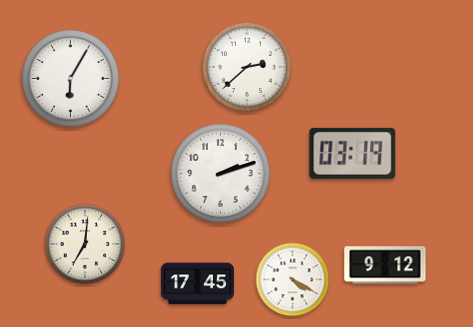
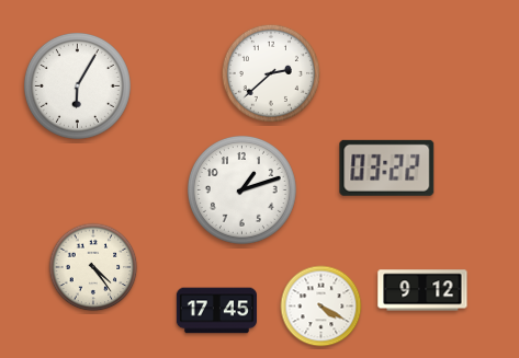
clock at (353, 153): 03:19 -> 03:22
clock at (221, 174): 2:12 -> 1:12
clock at (85, 244): 7:01 -> 4:24
